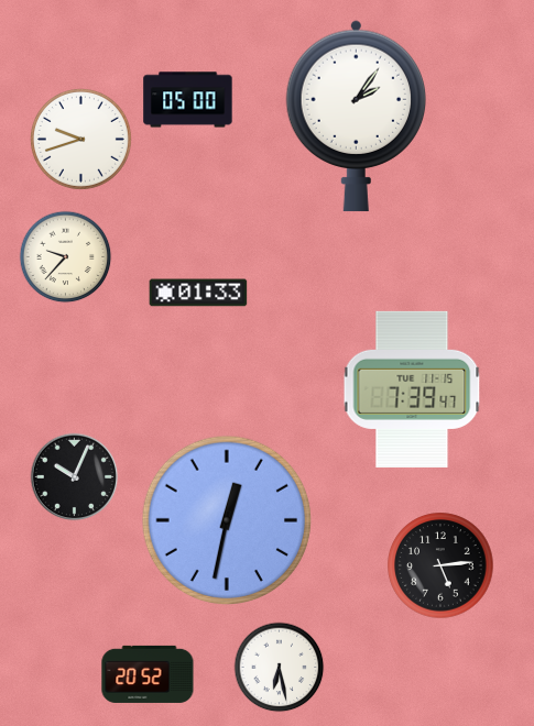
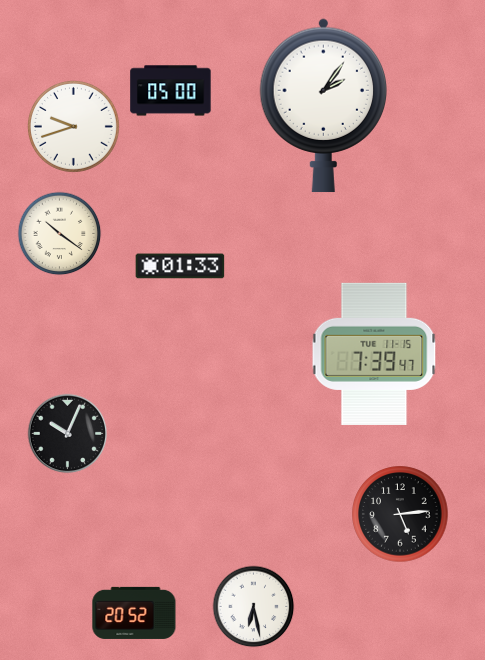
clock at (66, 257): 9:37 -> 10:21
clock at (227, 520): 12:32 -> none
